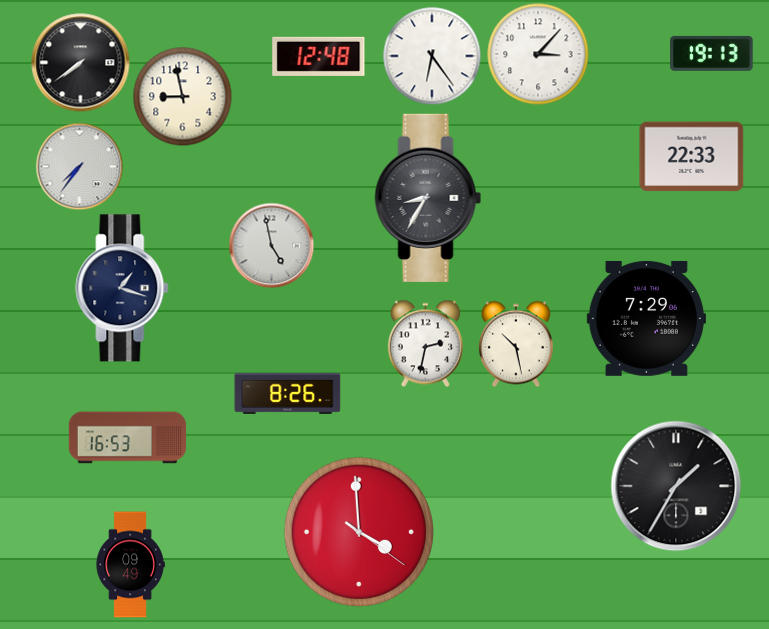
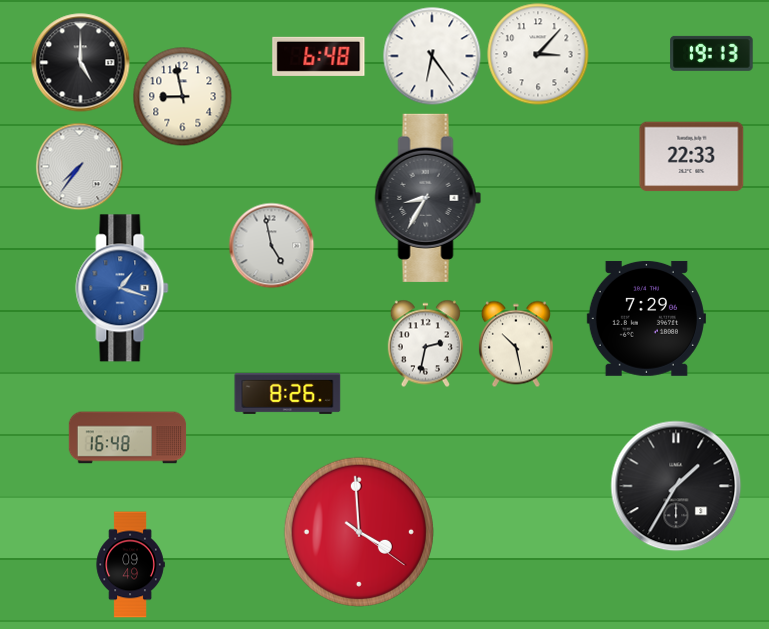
clock at (319, 56): 12:48 -> 6:48
clock at (81, 63): 7:39 -> 5:00
clock at (122, 288) dial: navy -> blue
clock at (128, 438): 16:53 -> 16:48
